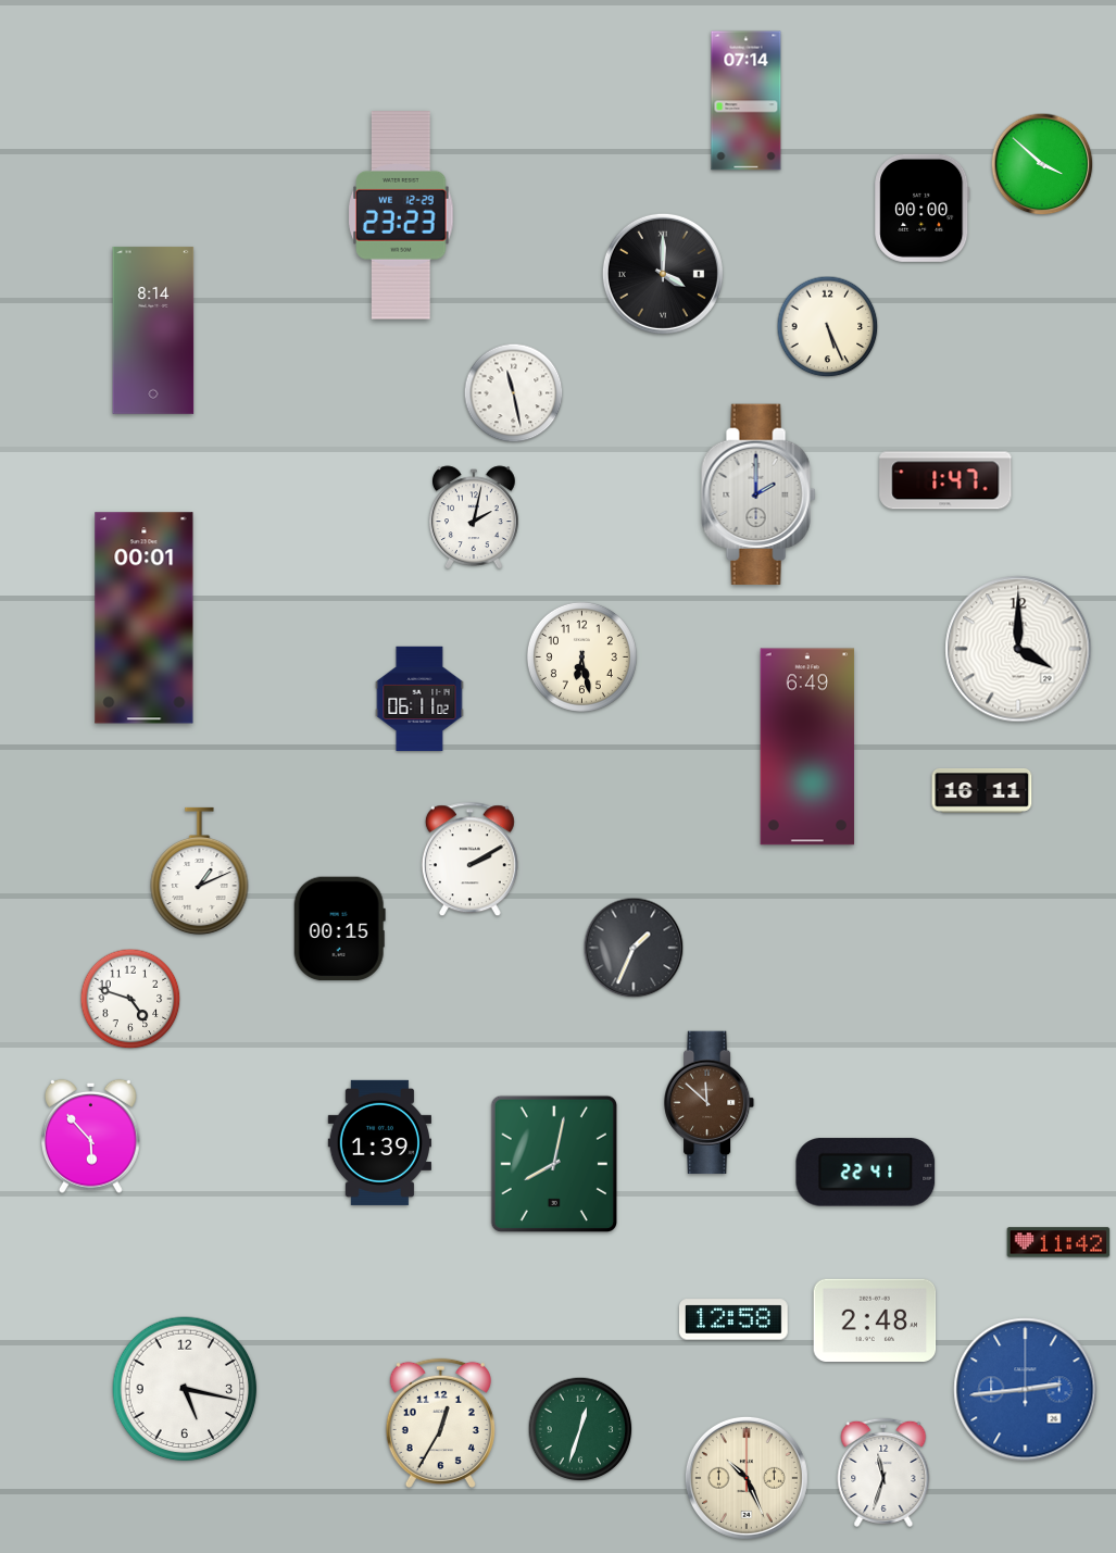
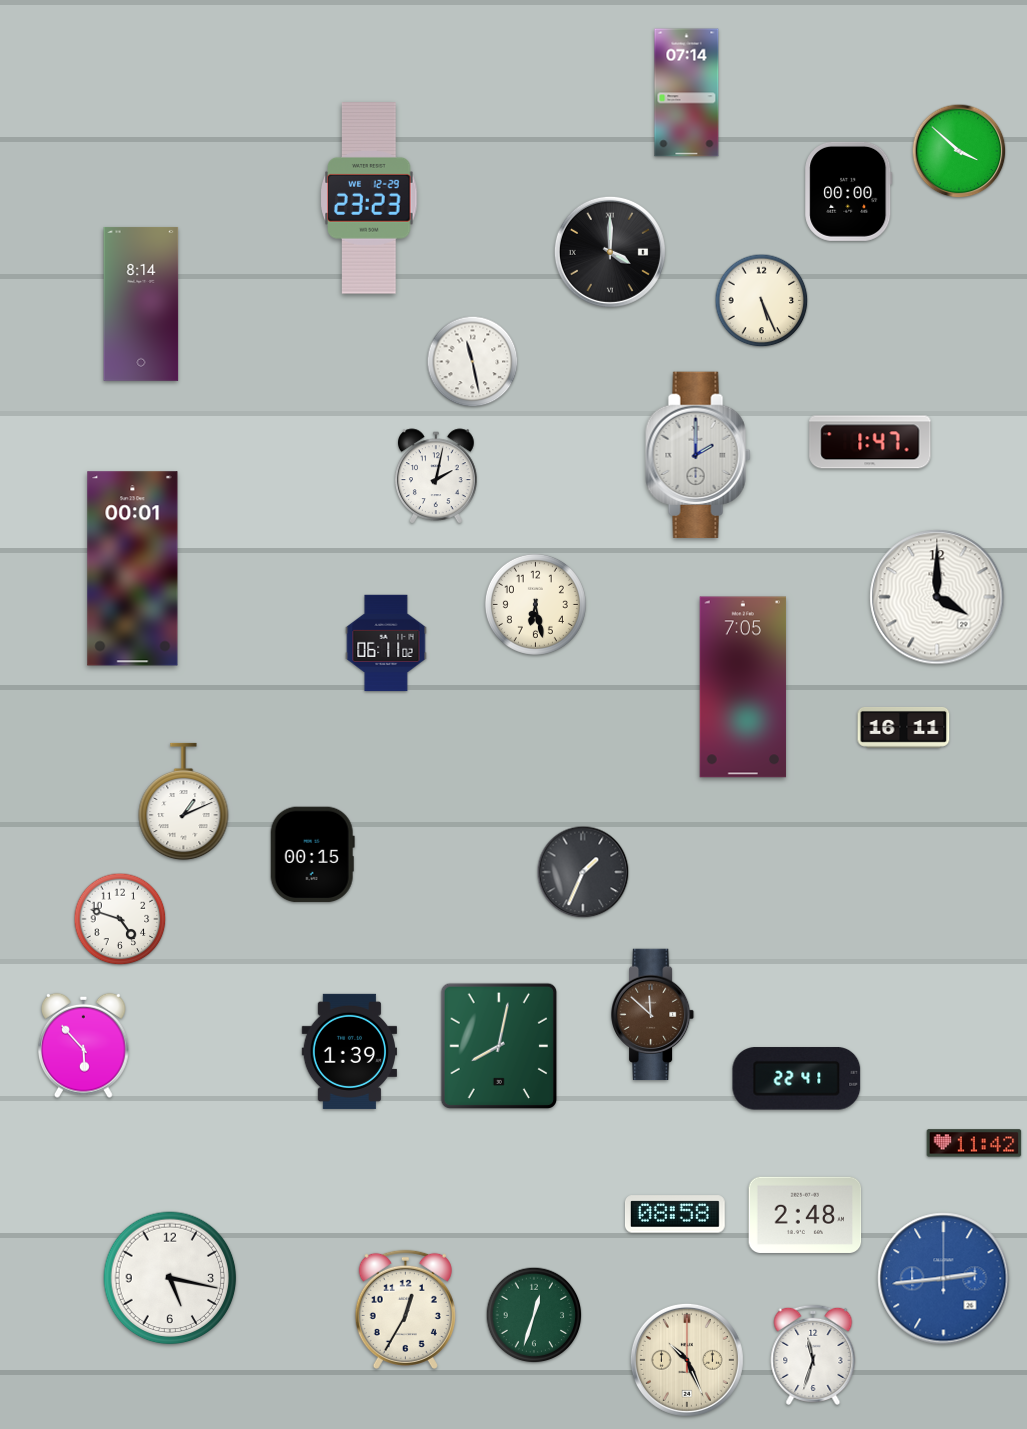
clock at (807, 747): 6:49 -> 7:05
clock at (469, 860): 2:10 -> none
clock at (553, 1164) position: (553, 1164) -> (498, 1046)
clock at (733, 1319): 12:58 -> 08:58
